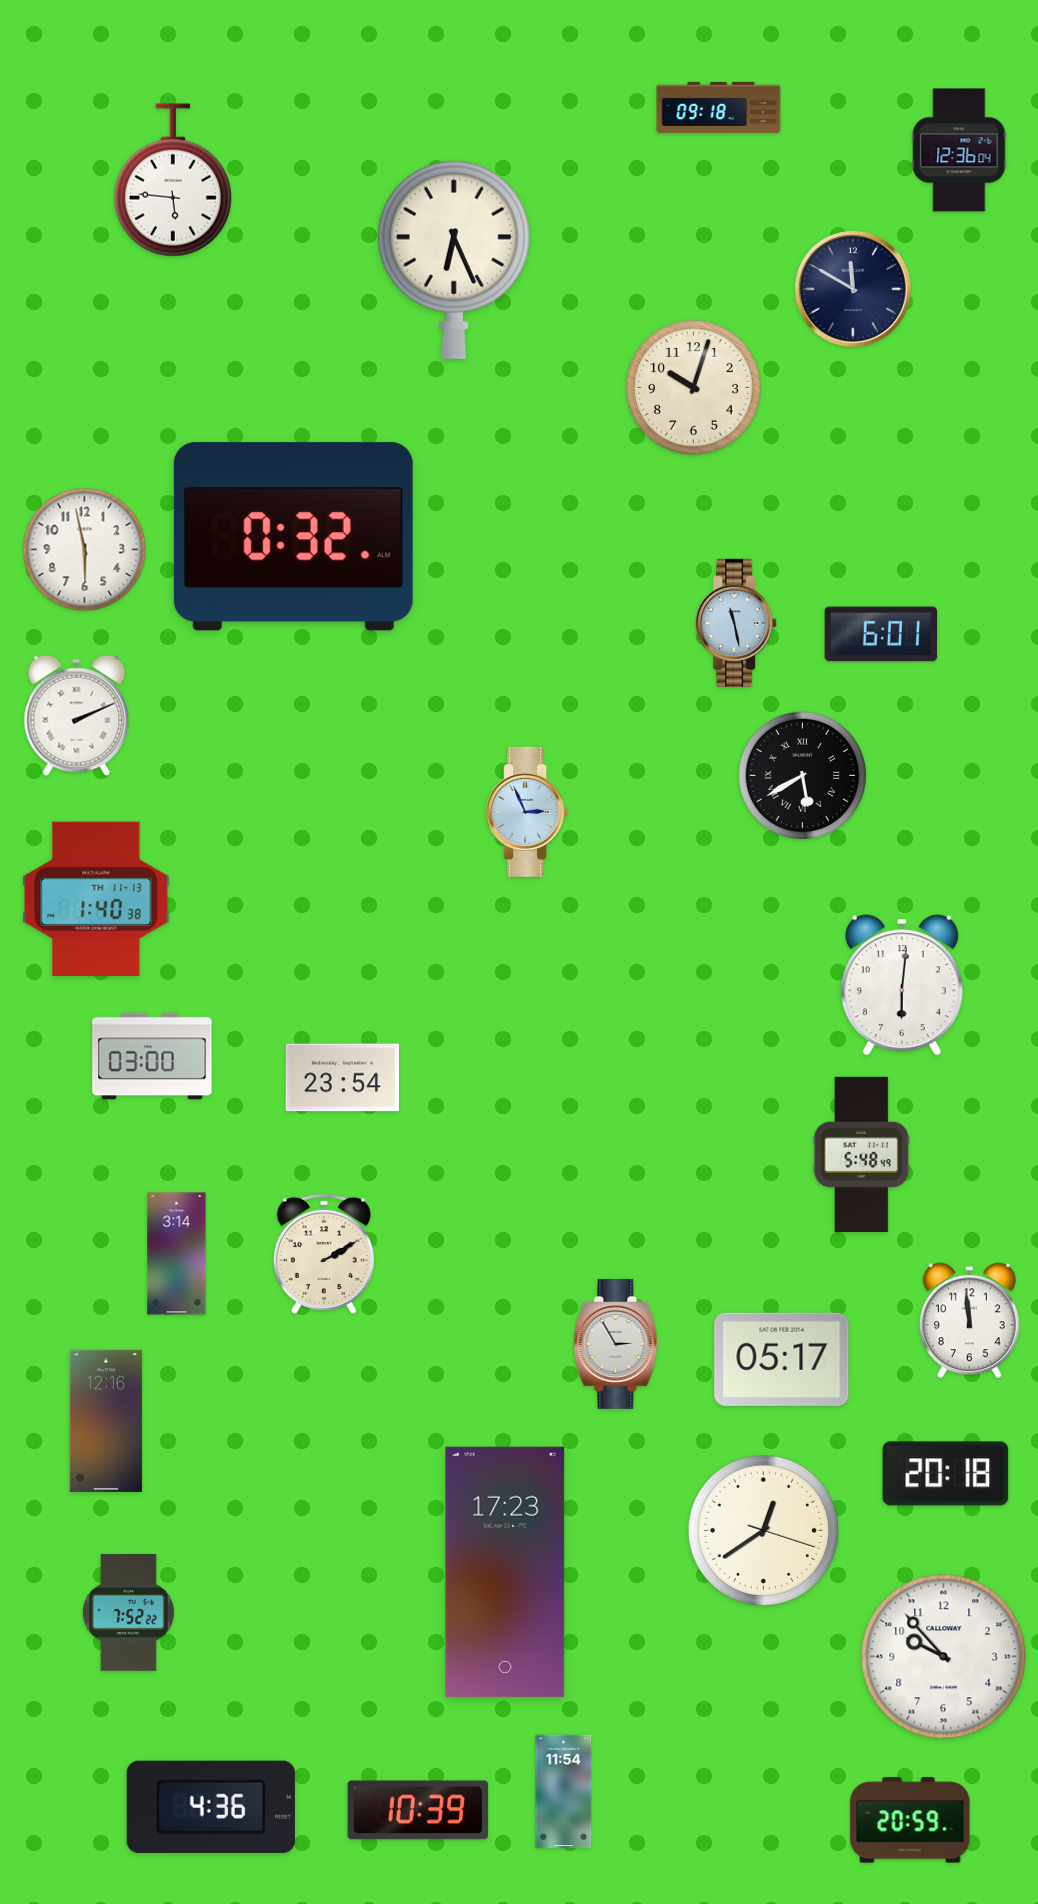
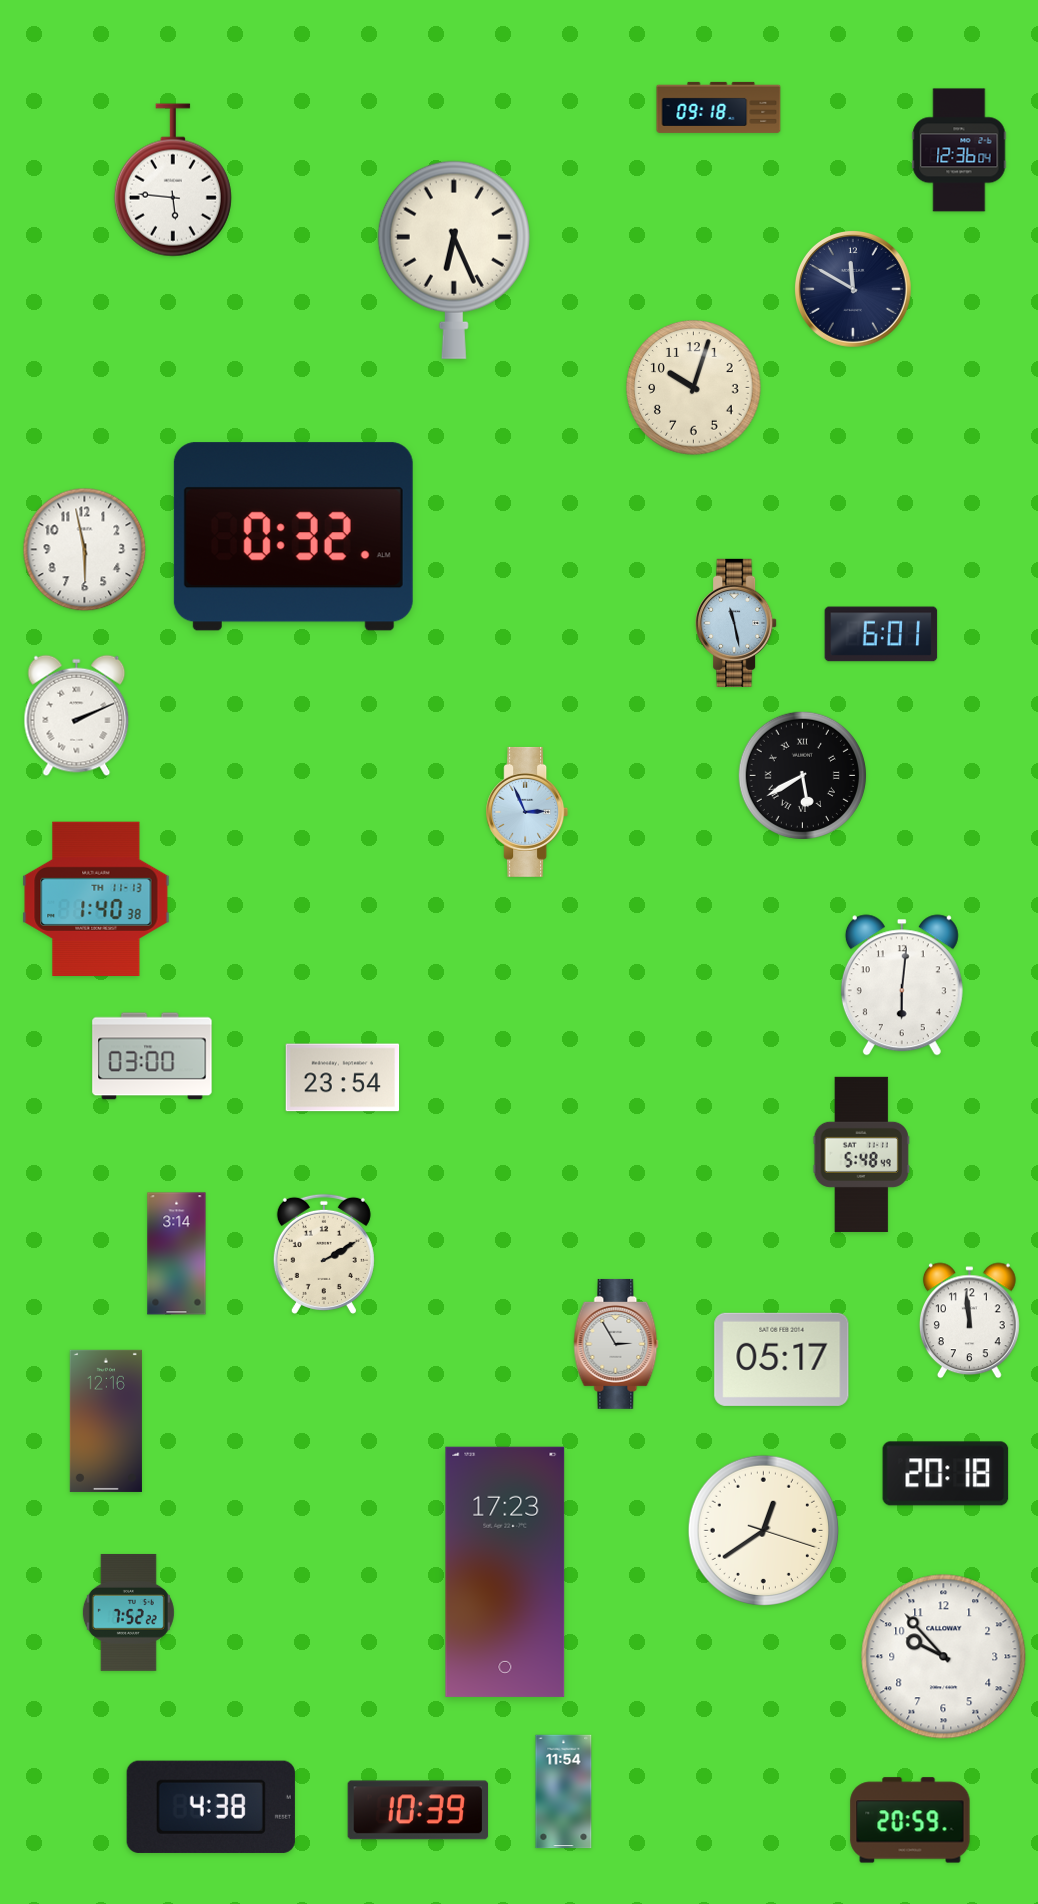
clock at (211, 1807): 4:36 -> 4:38
